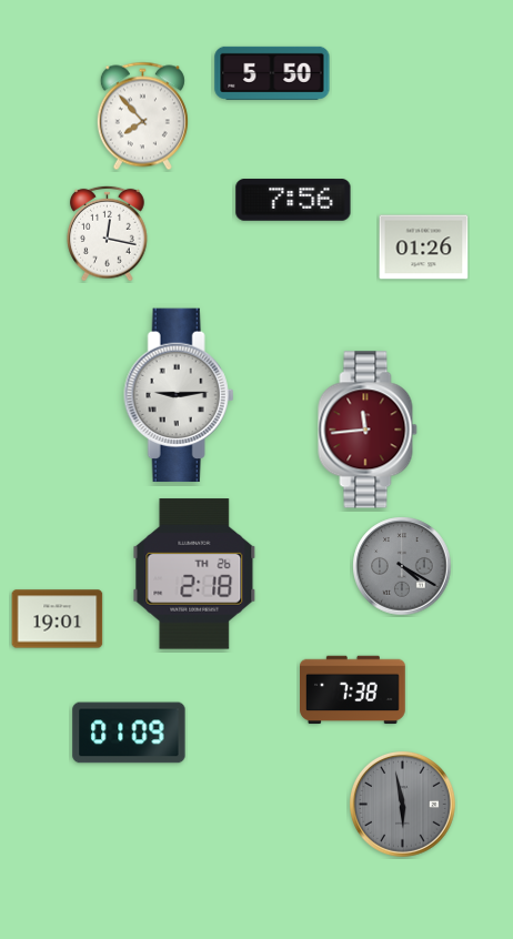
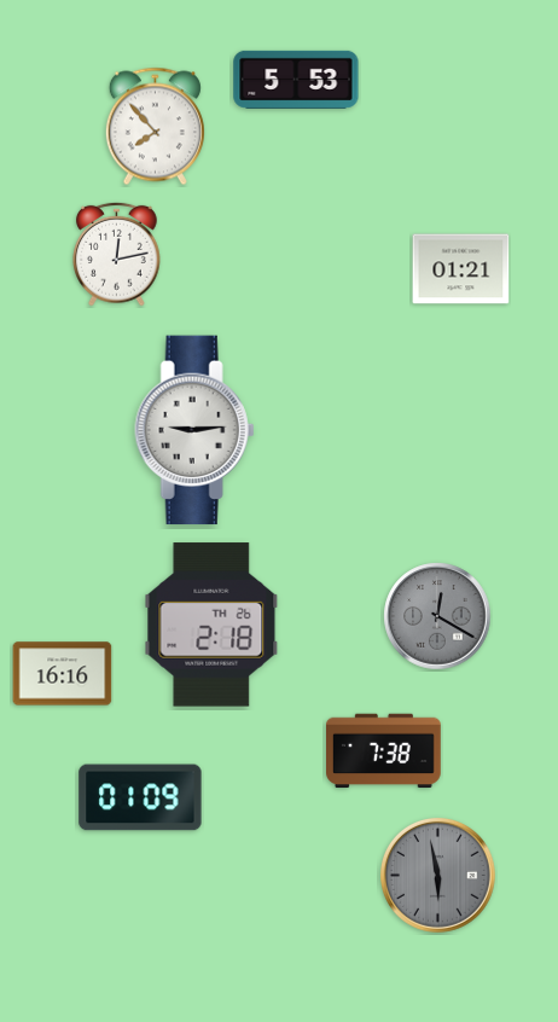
clock at (272, 73): 5:50 -> 5:53
clock at (293, 200): 7:56 -> none
clock at (108, 233): 12:17 -> 12:13
clock at (424, 248): 01:26 -> 01:21
clock at (368, 430): 11:44 -> none
clock at (402, 566): 4:20 -> 12:20
clock at (58, 619): 19:01 -> 16:16
